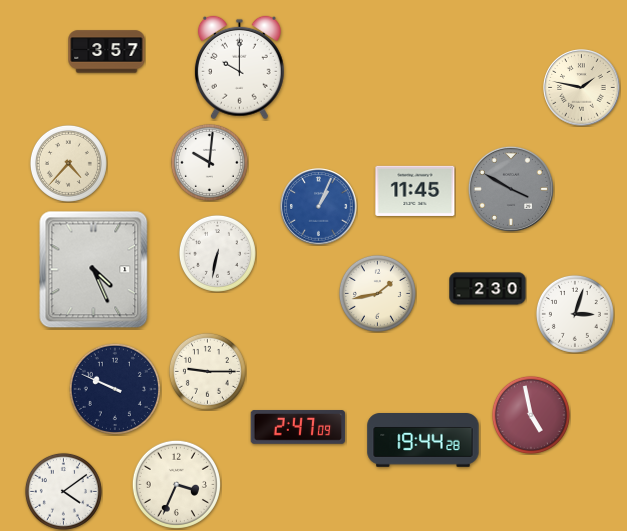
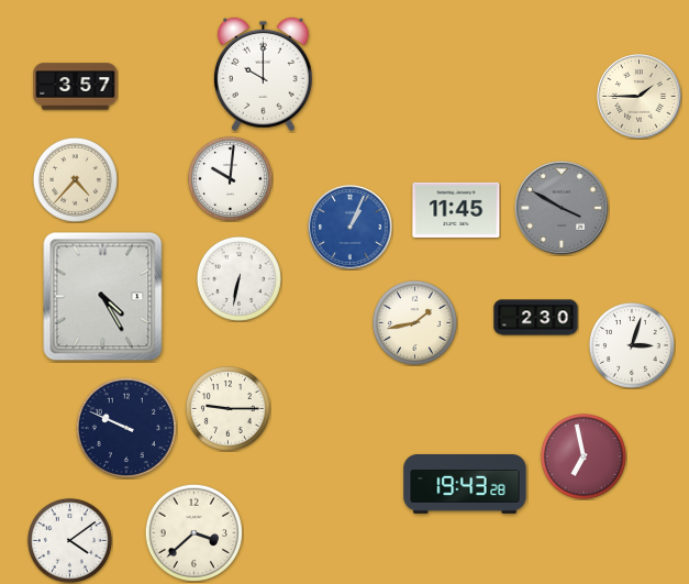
clock at (107, 52) position: (107, 52) -> (76, 87)
clock at (582, 88): 1:47 -> 1:45
clock at (94, 270): 4:26 -> 4:25
clock at (531, 415): 4:58 -> 6:58
clock at (298, 427): 2:47 -> none
clock at (423, 441): 19:44 -> 19:43
clock at (176, 484): 3:34 -> 3:38
